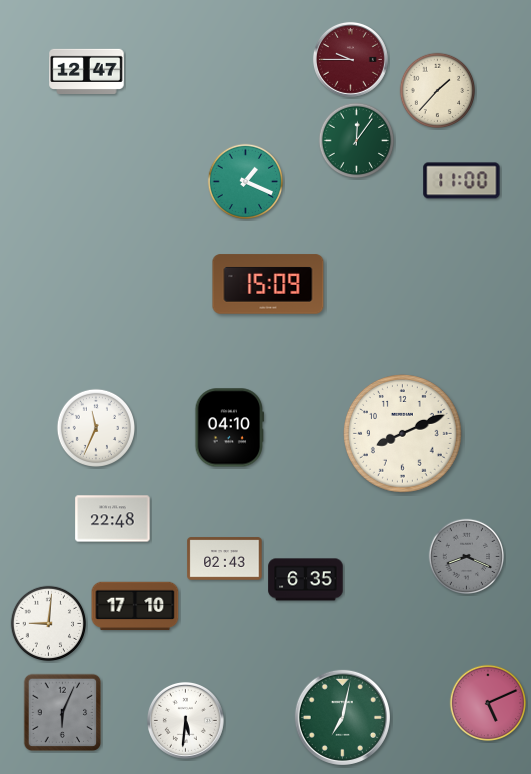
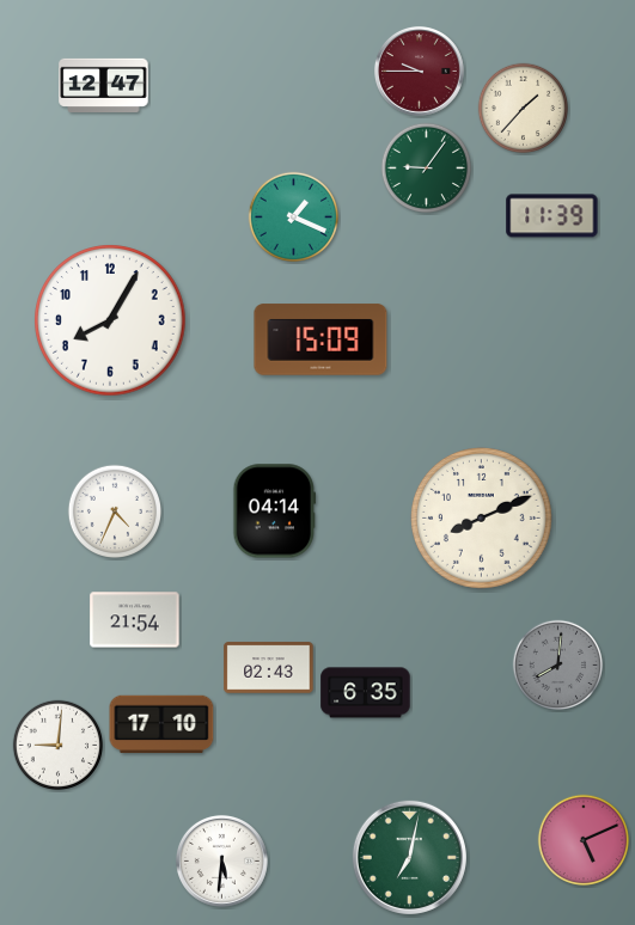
clock at (357, 141): 12:06 -> 9:06
clock at (462, 181): 11:00 -> 11:39
clock at (110, 320): none -> 8:05
clock at (95, 427): 11:34 -> 4:34
clock at (230, 428): 04:10 -> 04:14
clock at (113, 519): 22:48 -> 21:54
clock at (467, 557): 8:19 -> 8:01
clock at (63, 713): 6:04 -> none
